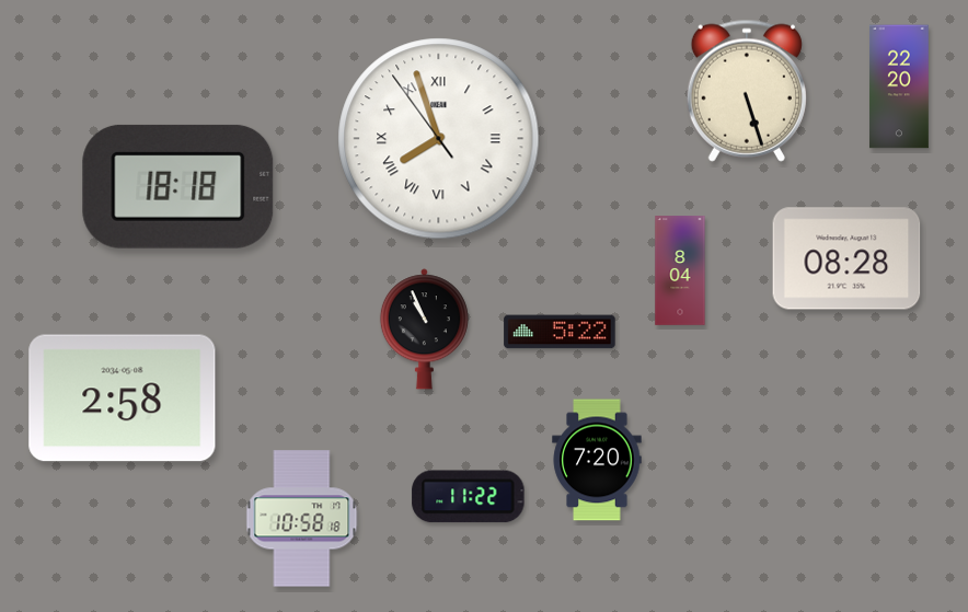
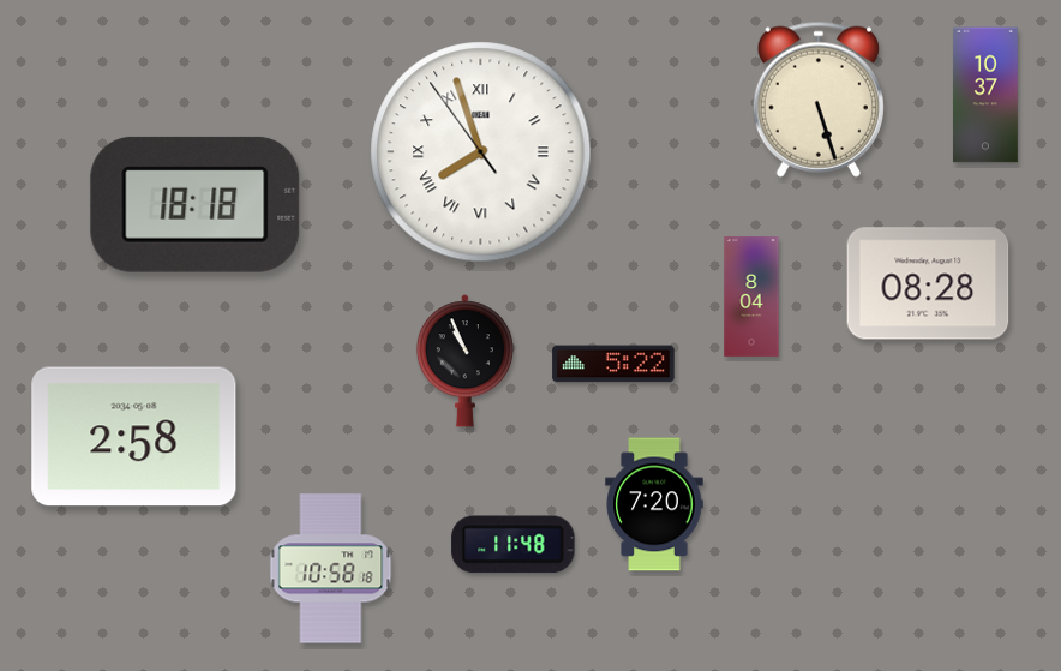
clock at (899, 86): 22:20 -> 10:37
clock at (680, 270) position: (680, 270) -> (751, 296)
clock at (469, 497): 11:22 -> 11:48
